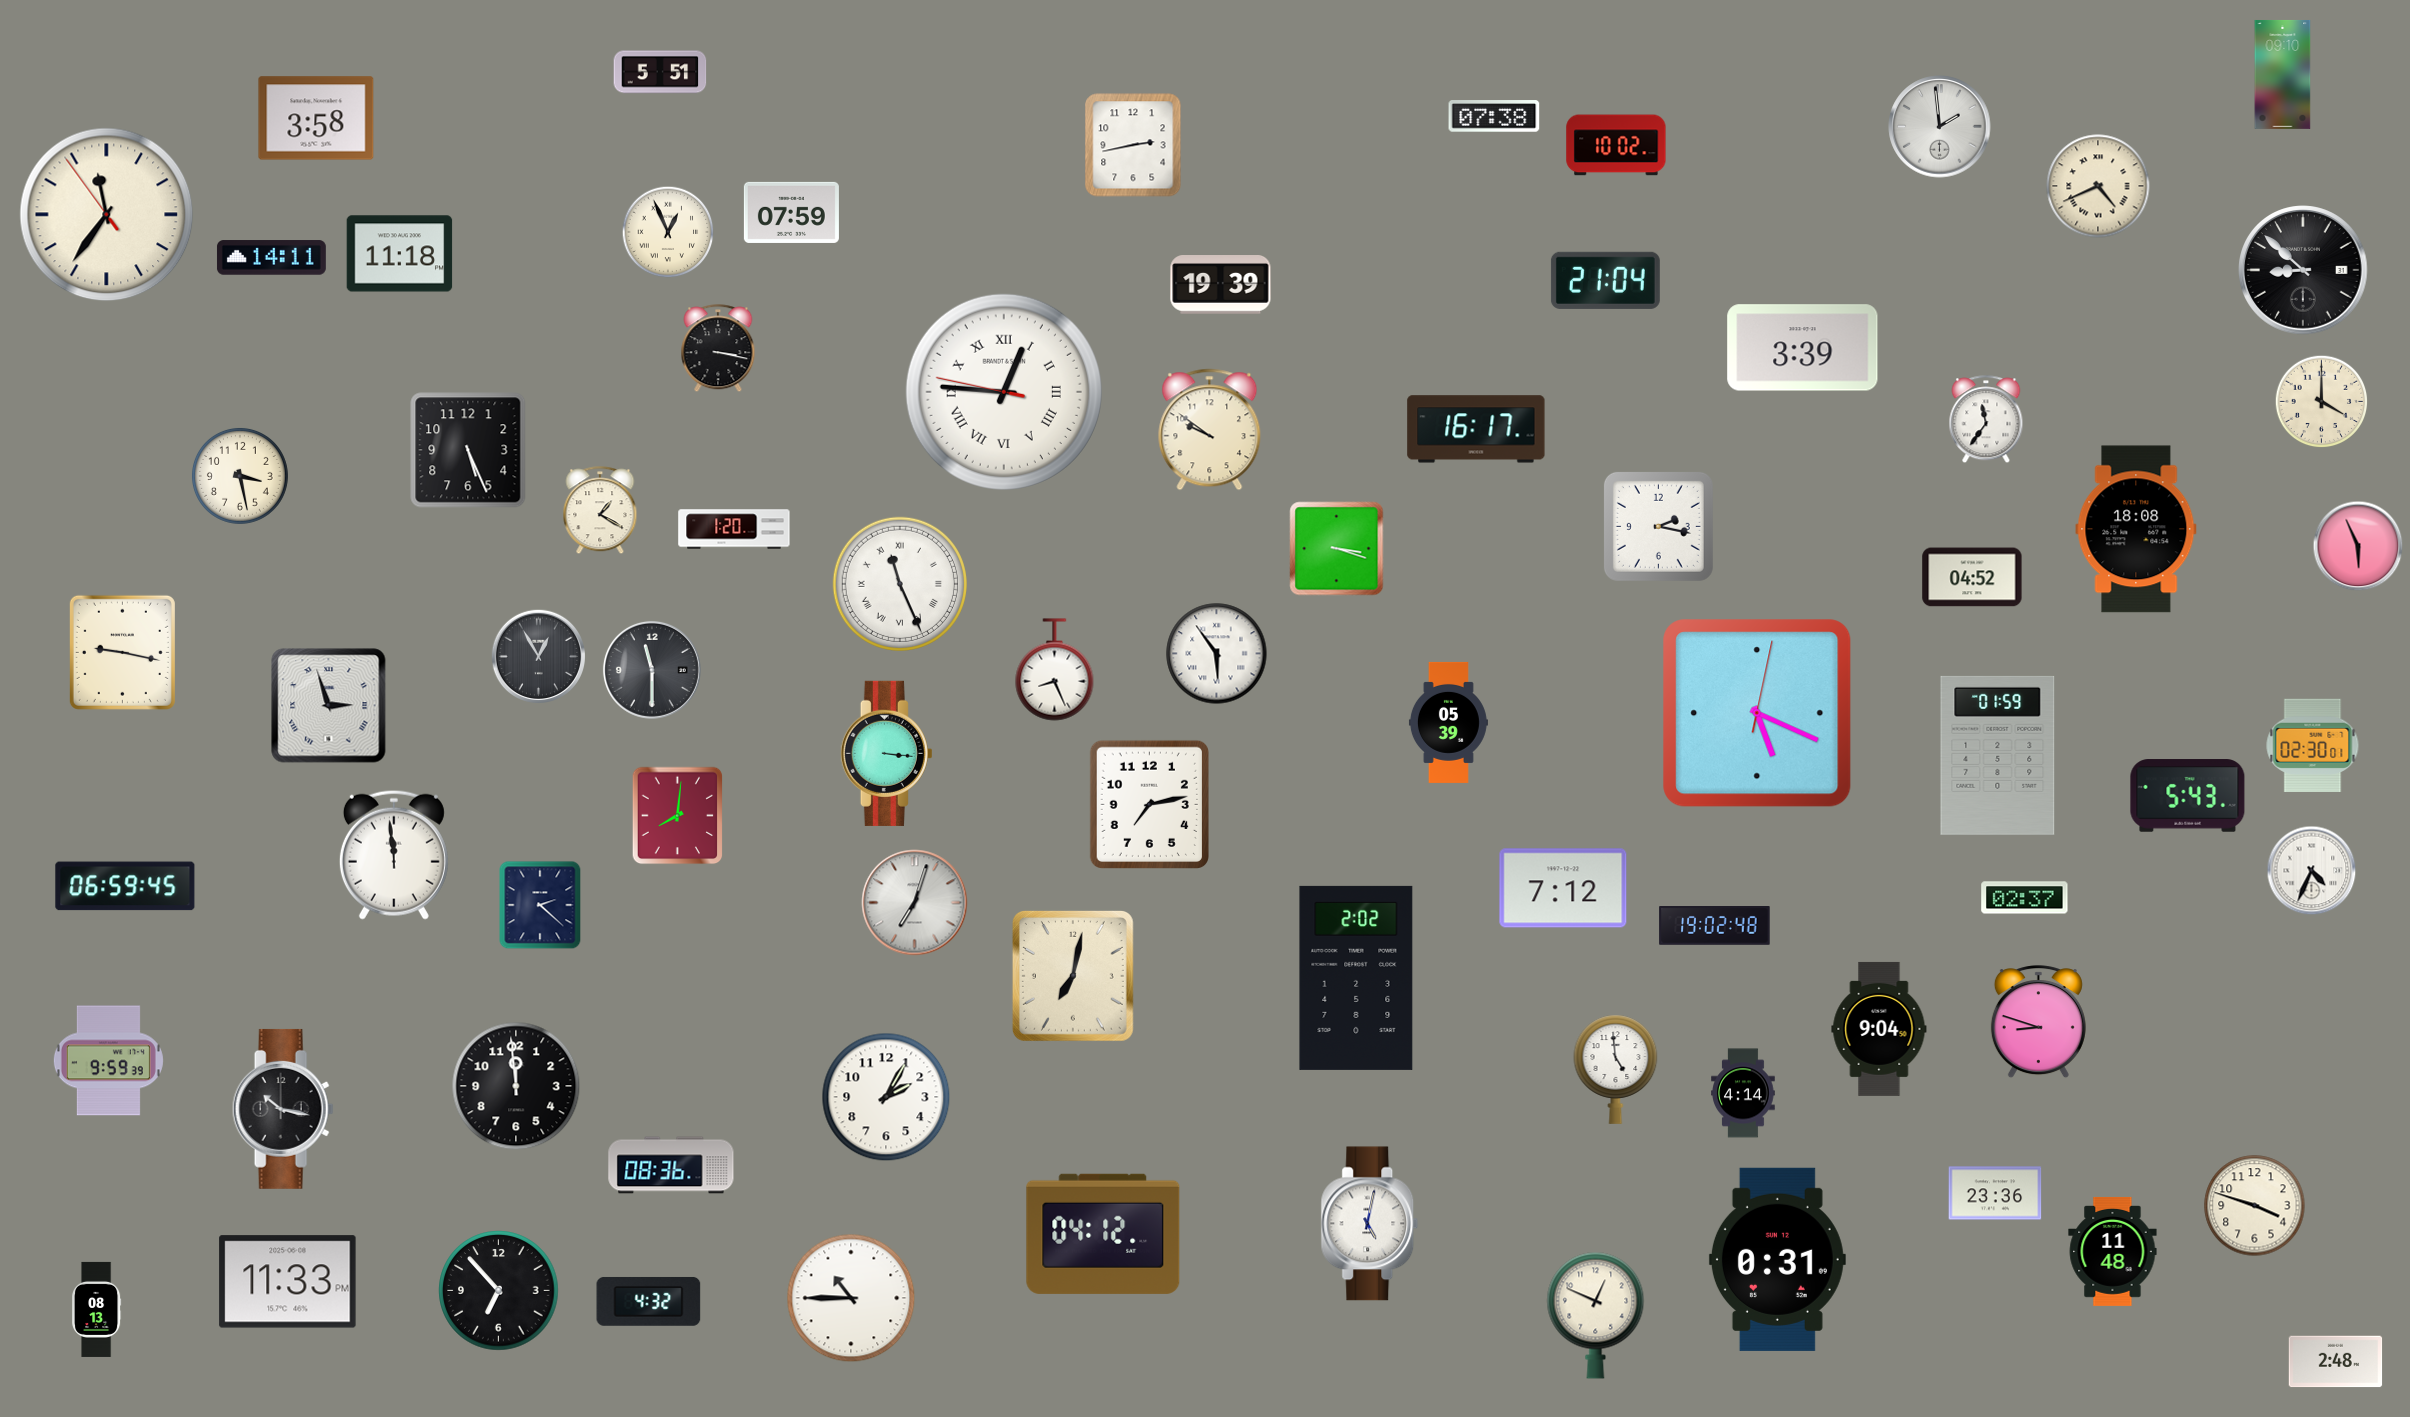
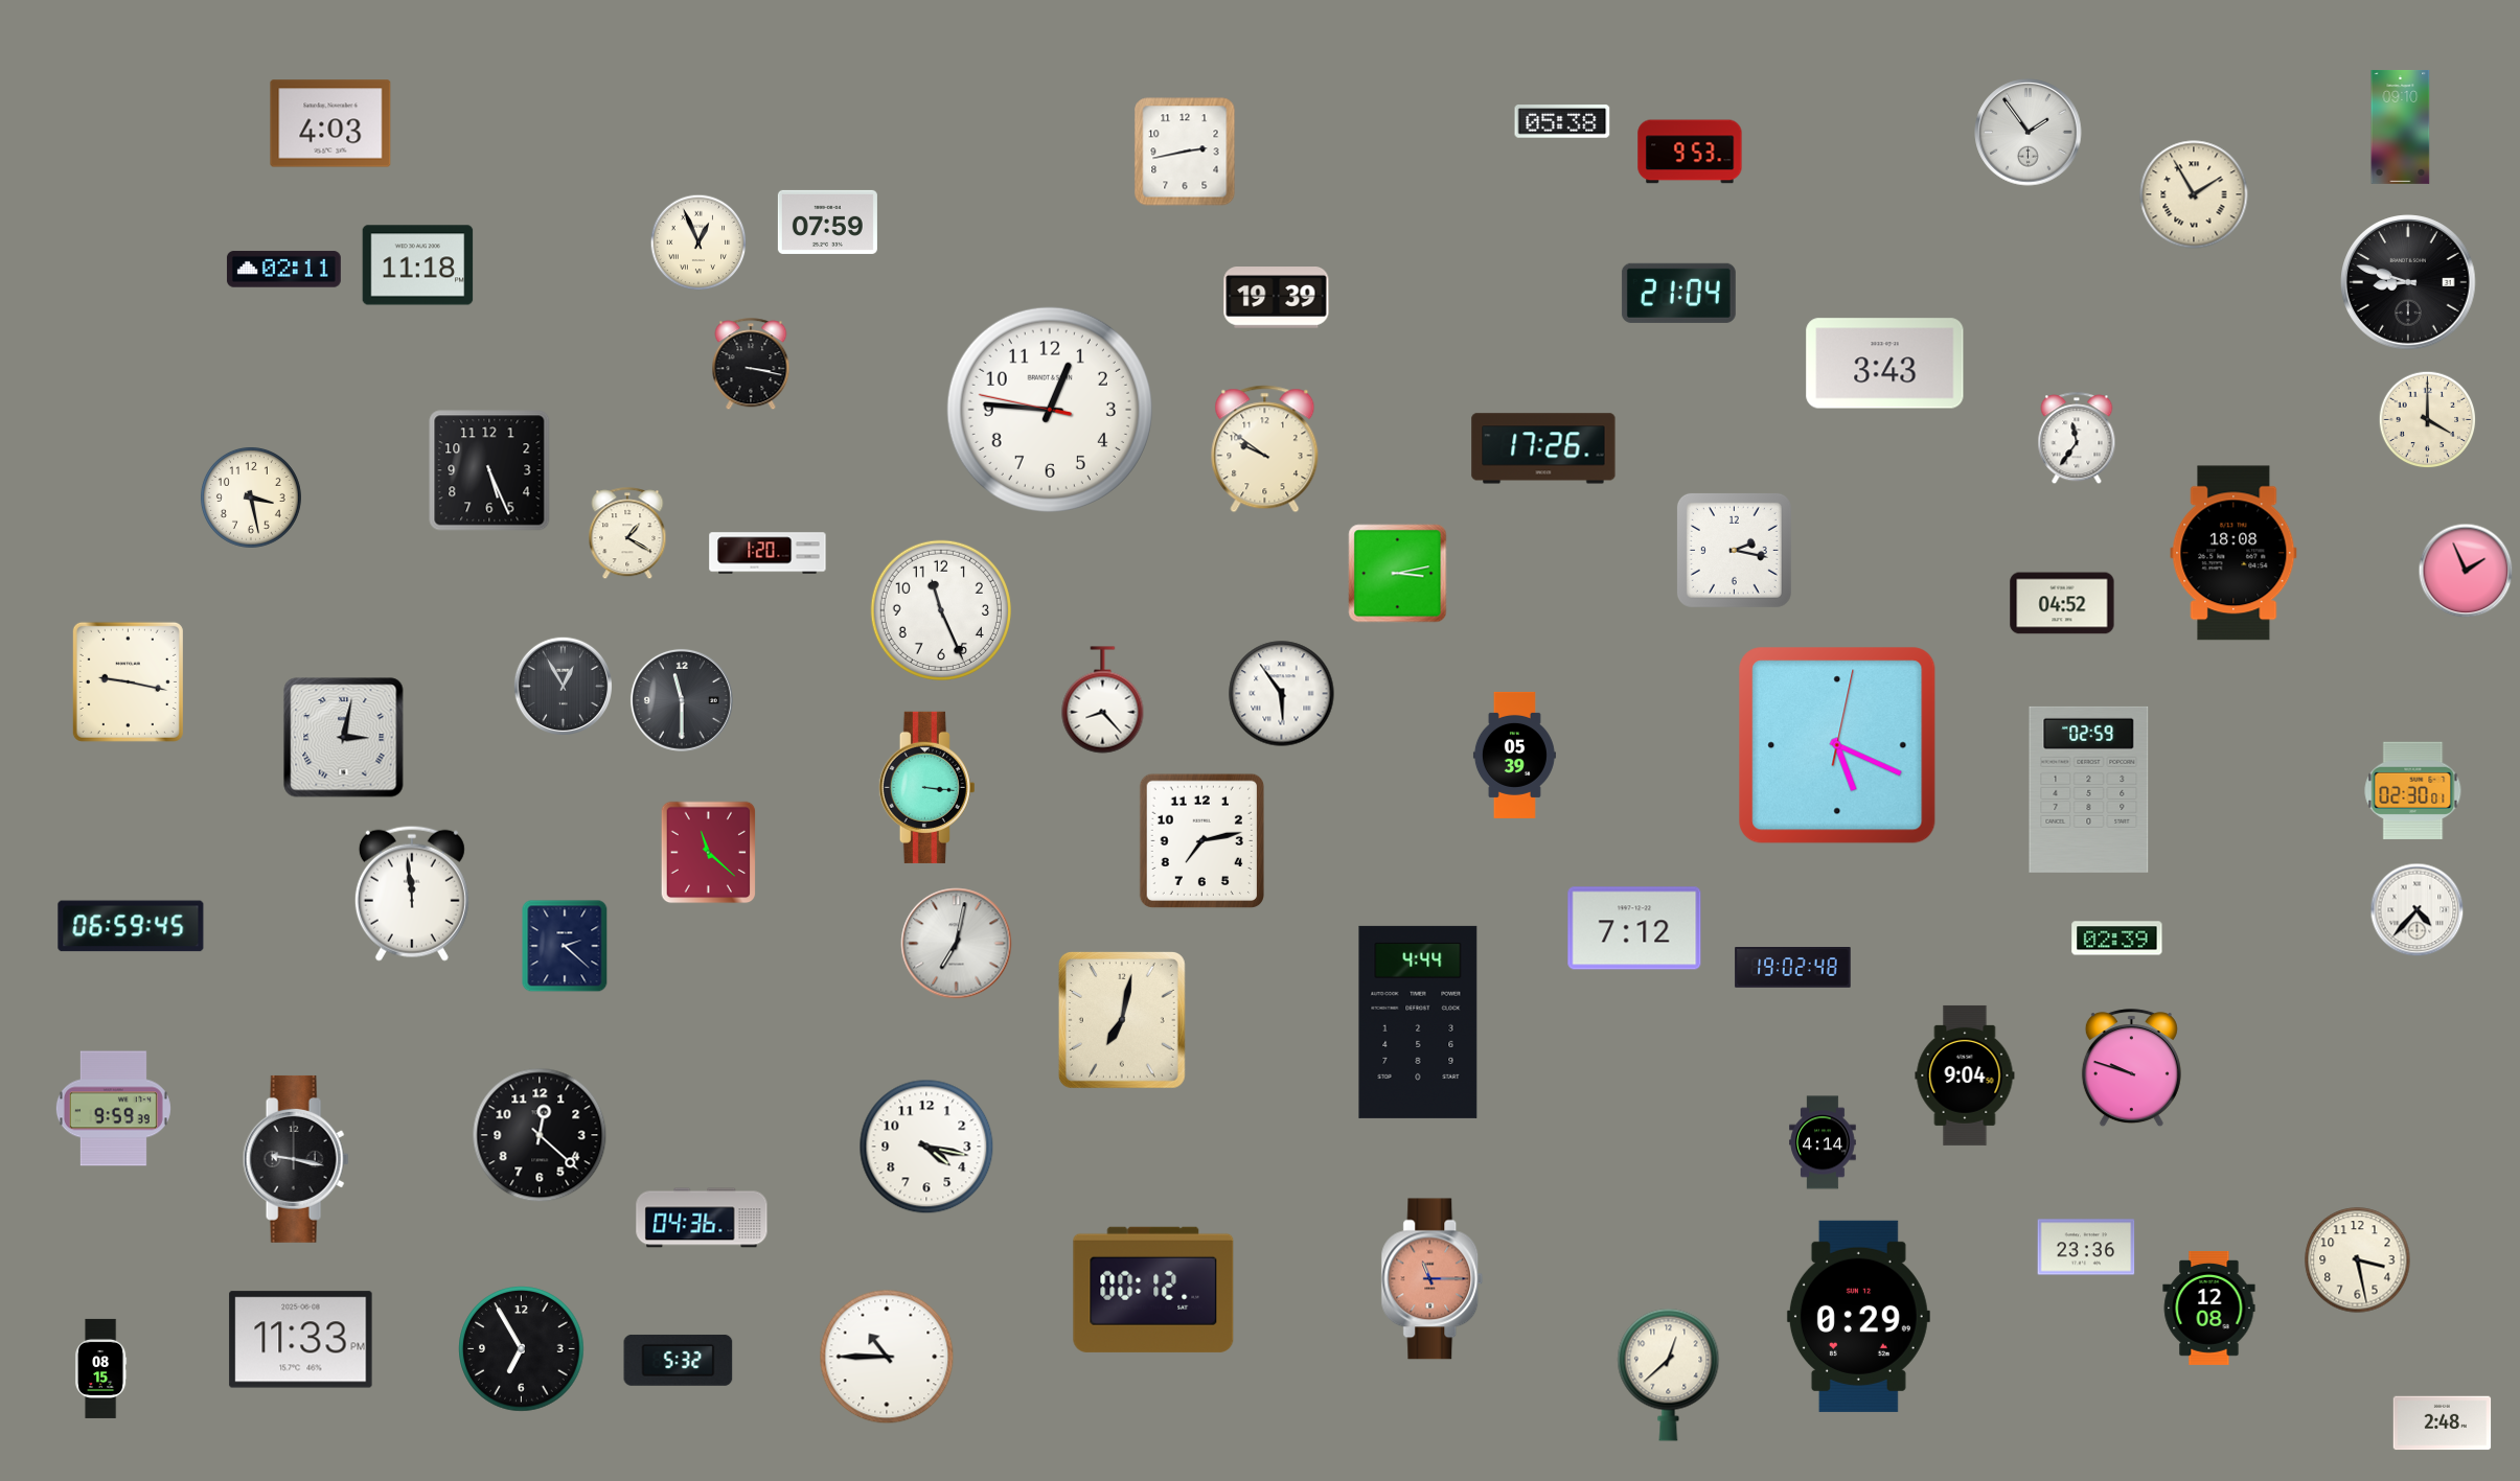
clock at (660, 72): 5:51 -> none
clock at (2283, 74) position: (2283, 74) -> (2401, 126)
clock at (1494, 116): 07:38 -> 05:38
clock at (316, 118): 3:58 -> 4:03
clock at (1940, 127): 1:59 -> 1:54
clock at (1616, 145): 10:02 -> 9:53
clock at (2098, 186): 4:41 -> 1:55
clock at (107, 215): 11:35 -> none
clock at (271, 258): 14:11 -> 02:11
clock at (2303, 270): 8:52 -> 8:48
clock at (1803, 348): 3:39 -> 3:43
clock at (1004, 392) numerals: Roman -> Arabic
clock at (1476, 429): 16:17 -> 17:26
clock at (2358, 546): 5:56 -> 1:56
clock at (1337, 549): 3:18 -> 3:13
clock at (900, 584) numerals: Roman -> Arabic
clock at (1217, 654) position: (1217, 654) -> (1282, 694)
clock at (1055, 670): 8:26 -> 8:23
clock at (329, 706): 2:57 -> 3:02
clock at (2313, 745) position: (2313, 745) -> (2413, 790)
clock at (1998, 755): 01:59 -> 02:59
clock at (2188, 796): 5:43 -> none
clock at (678, 816): 8:01 -> 11:22
clock at (2312, 871): 4:34 -> 4:37
clock at (2025, 898): 02:37 -> 02:39
clock at (915, 903): 7:03 -> 7:02
clock at (1356, 978): 2:02 -> 4:44
clock at (2038, 1022): 8:48 -> 9:48
clock at (1616, 1069): 4:59 -> none
clock at (516, 1086): 11:59 -> 12:22
clock at (886, 1097): 2:05 -> 4:17
clock at (283, 1109): 10:17 -> 9:17
clock at (671, 1165): 08:36 -> 04:36
clock at (2255, 1206): 3:48 -> 3:28
clock at (1370, 1224): 5:02 -> 11:15
clock at (1370, 1224) dial: white -> salmon
clock at (1103, 1234): 04:12 -> 00:12
clock at (2113, 1251): 11:48 -> 12:08
clock at (1777, 1259): 0:31 -> 0:29
clock at (499, 1291): 6:53 -> 6:55
clock at (851, 1298) position: (851, 1298) -> (887, 1357)
clock at (649, 1301): 4:32 -> 5:32
clock at (96, 1309): 08:13 -> 08:15
clock at (1596, 1315): 12:49 -> 12:38
